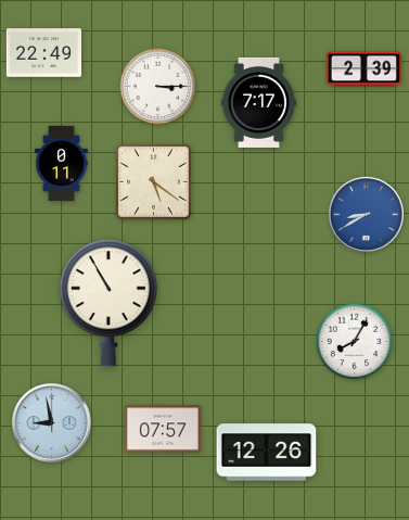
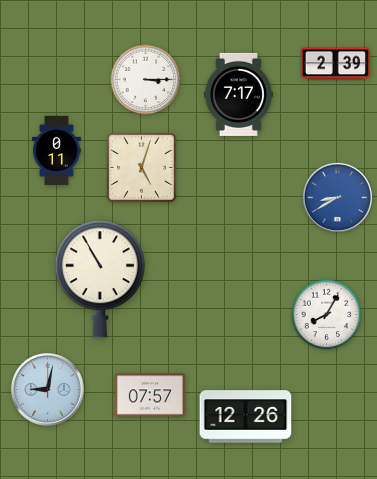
clock at (43, 53): 22:49 -> none
clock at (154, 182): 5:21 -> 5:03
clock at (52, 423): 8:58 -> 9:02
